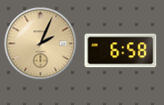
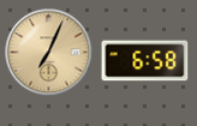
clock at (41, 44): 2:04 -> 7:04
